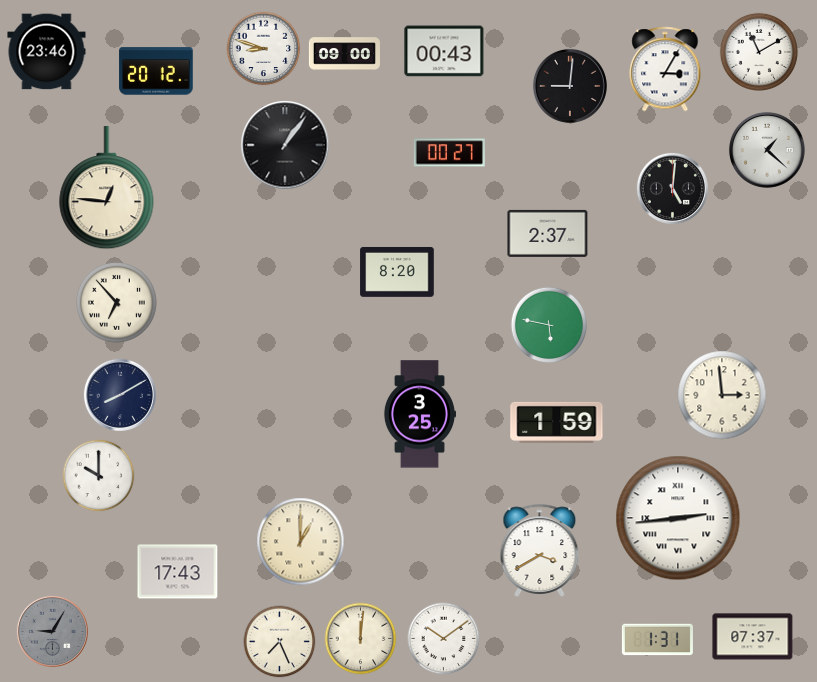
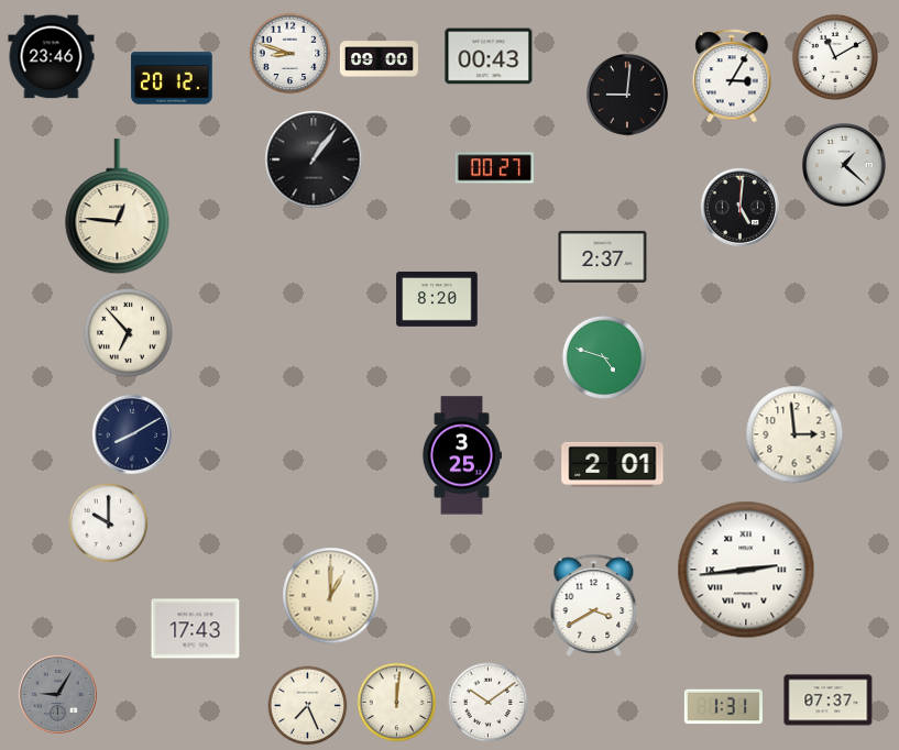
clock at (548, 324): 5:47 -> 4:48
clock at (557, 422): 1:59 -> 2:01
clock at (657, 640) position: (657, 640) -> (723, 707)
